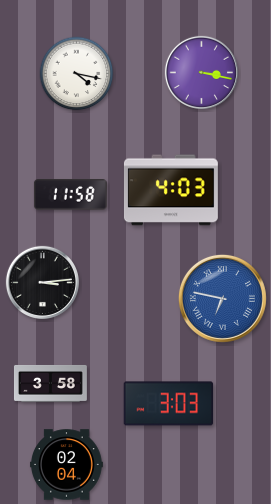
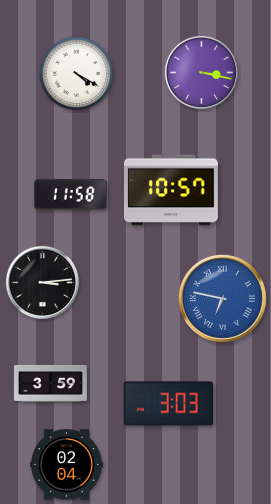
clock at (77, 74): 4:17 -> 4:20
clock at (171, 190): 4:03 -> 10:57
clock at (50, 383): 3:58 -> 3:59
